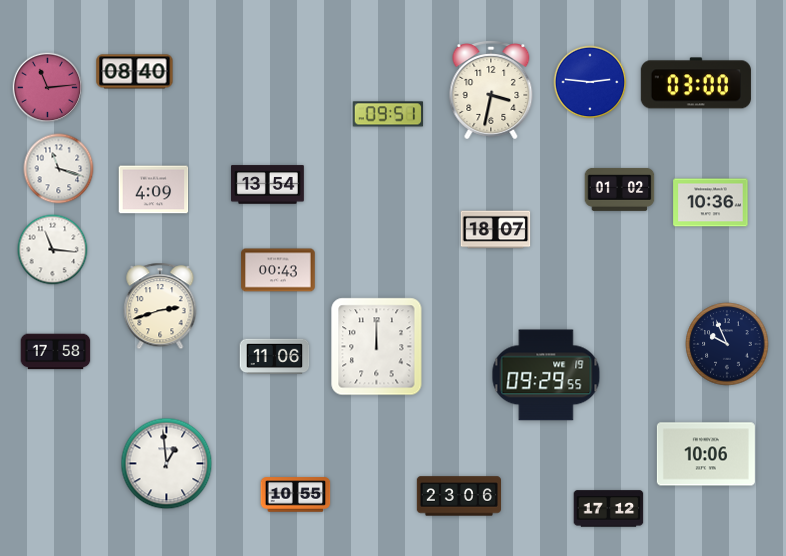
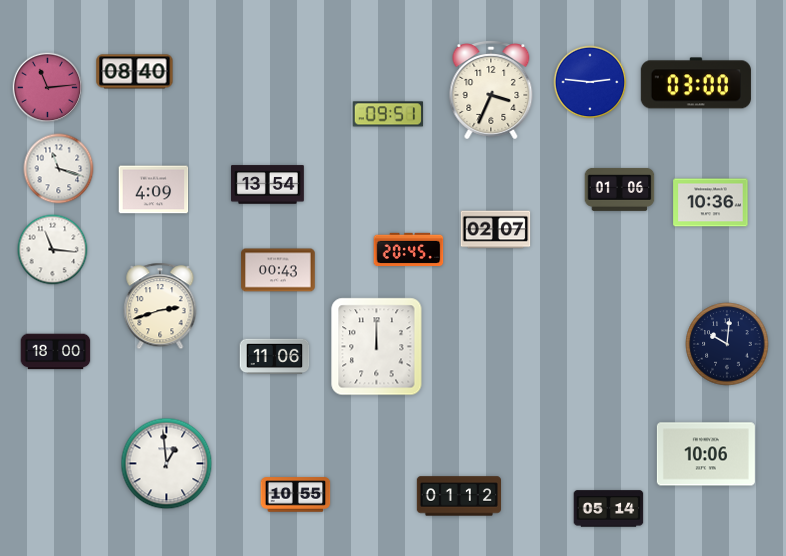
clock at (491, 91): 3:32 -> 3:34
clock at (620, 190): 01:02 -> 01:06
clock at (496, 230): 18:07 -> 02:07
clock at (409, 250): none -> 20:45
clock at (727, 344): 9:56 -> 10:01
clock at (56, 352): 17:58 -> 18:00
clock at (546, 375): 09:29 -> none
clock at (458, 496): 23:06 -> 01:12
clock at (609, 509): 17:12 -> 05:14
